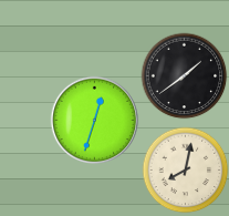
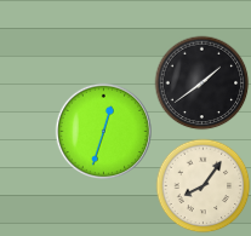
clock at (185, 169): 8:02 -> 8:06
